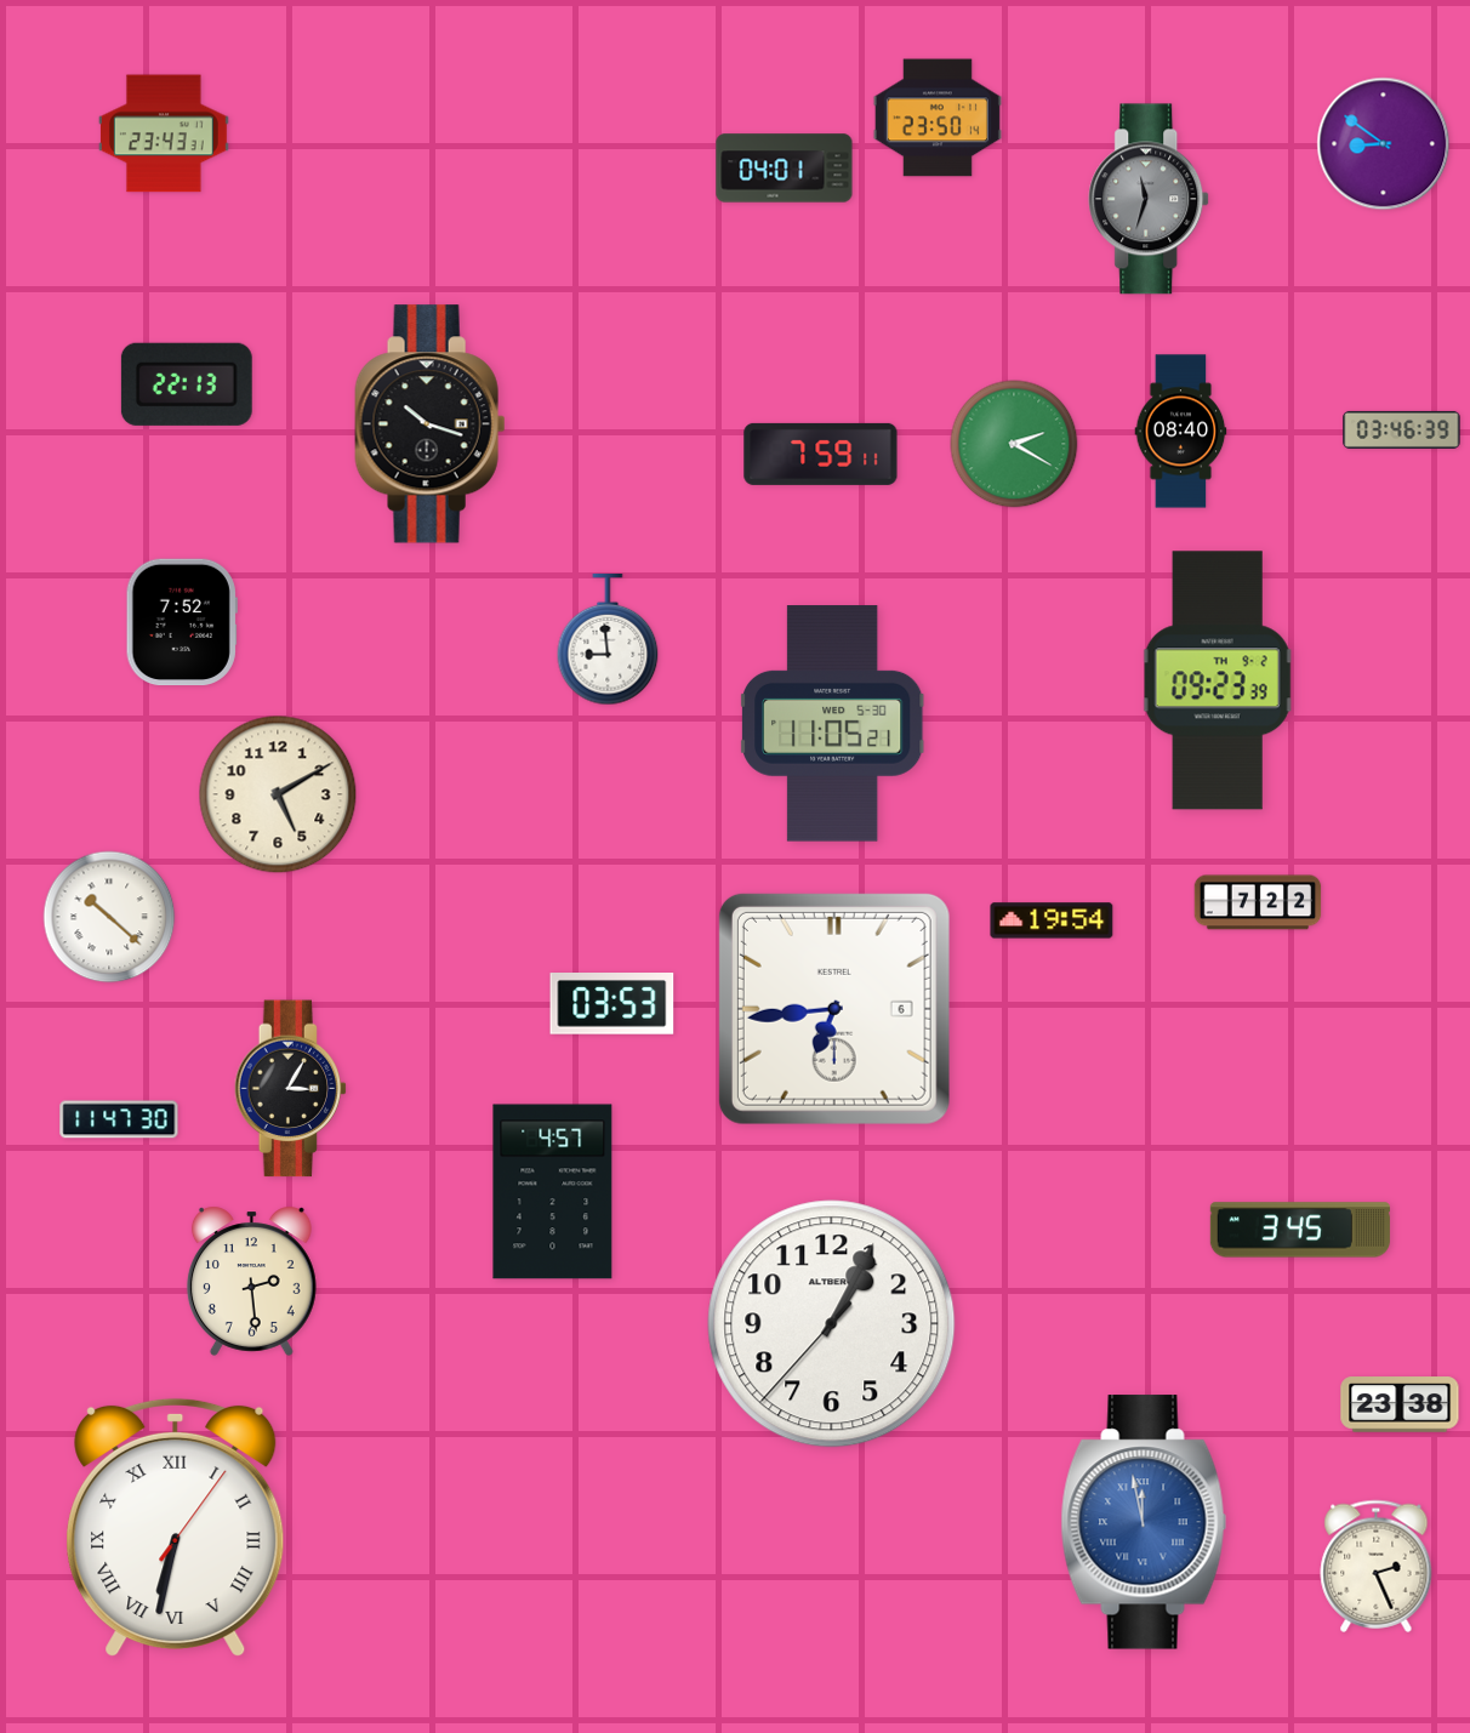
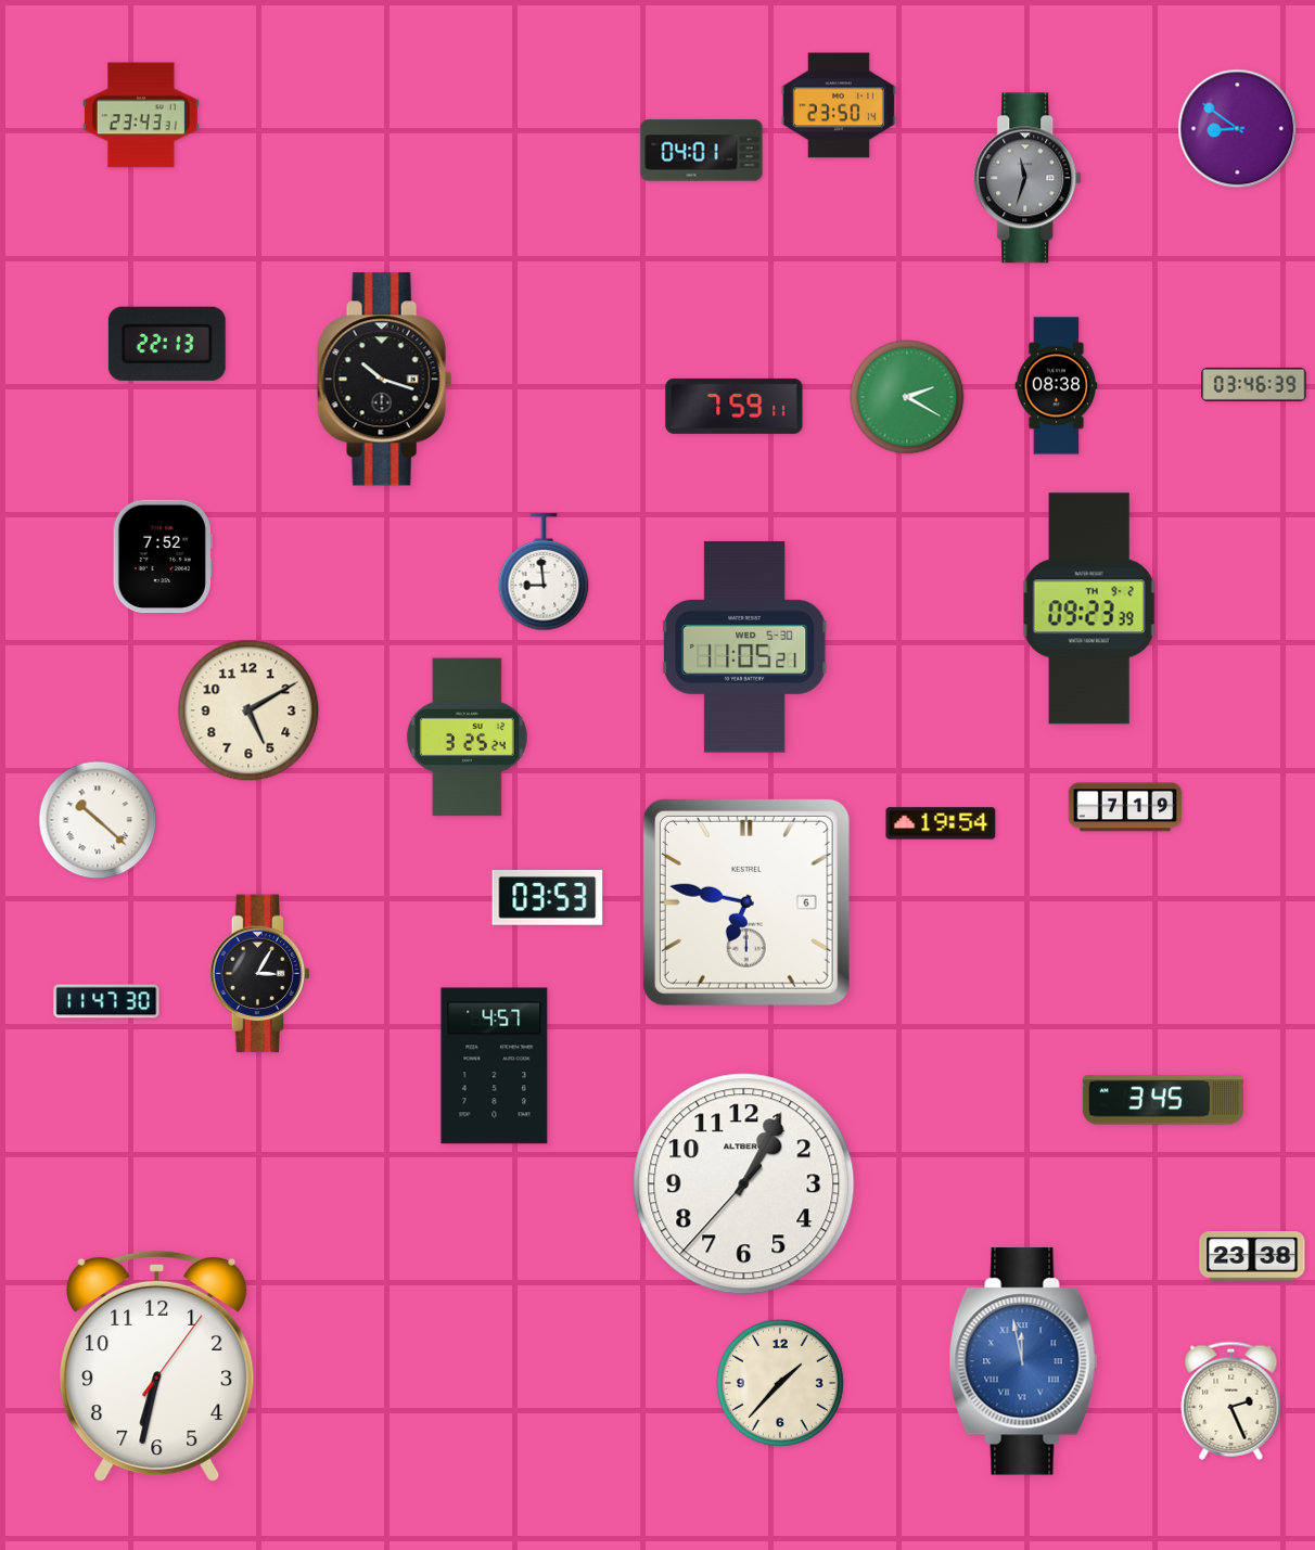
clock at (164, 133) position: (164, 133) -> (141, 115)
clock at (1181, 432): 08:40 -> 08:38
clock at (467, 738): none -> 3:25
clock at (1258, 902): 7:22 -> 7:19
clock at (834, 1009): 6:44 -> 6:47
clock at (251, 1281): 2:29 -> none
clock at (176, 1528) numerals: Roman -> Arabic
clock at (780, 1383): none -> 1:37
